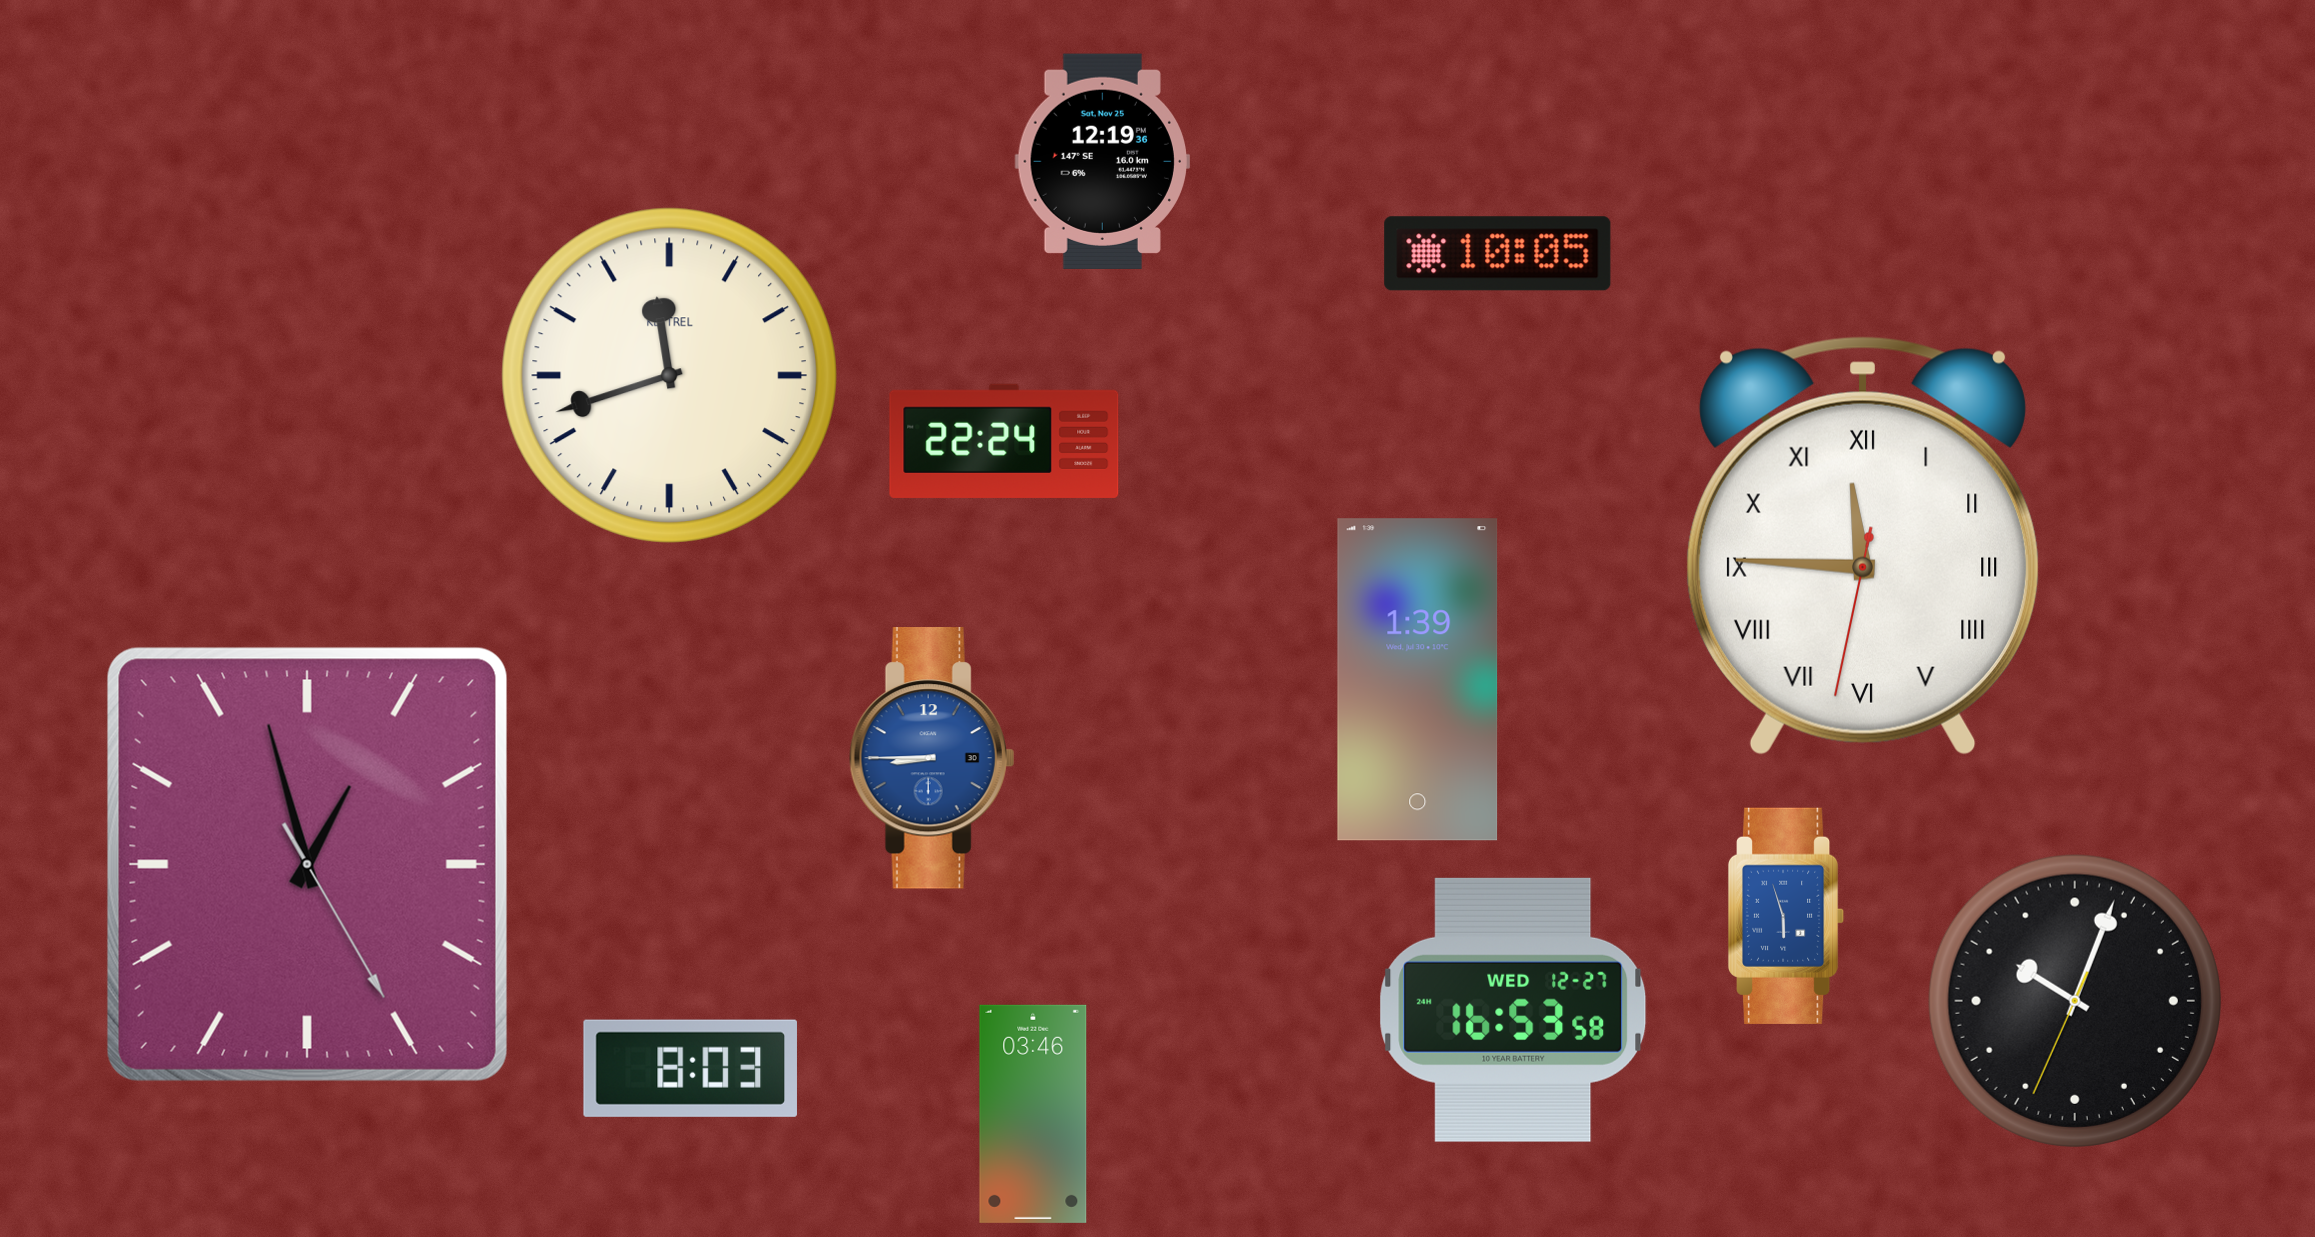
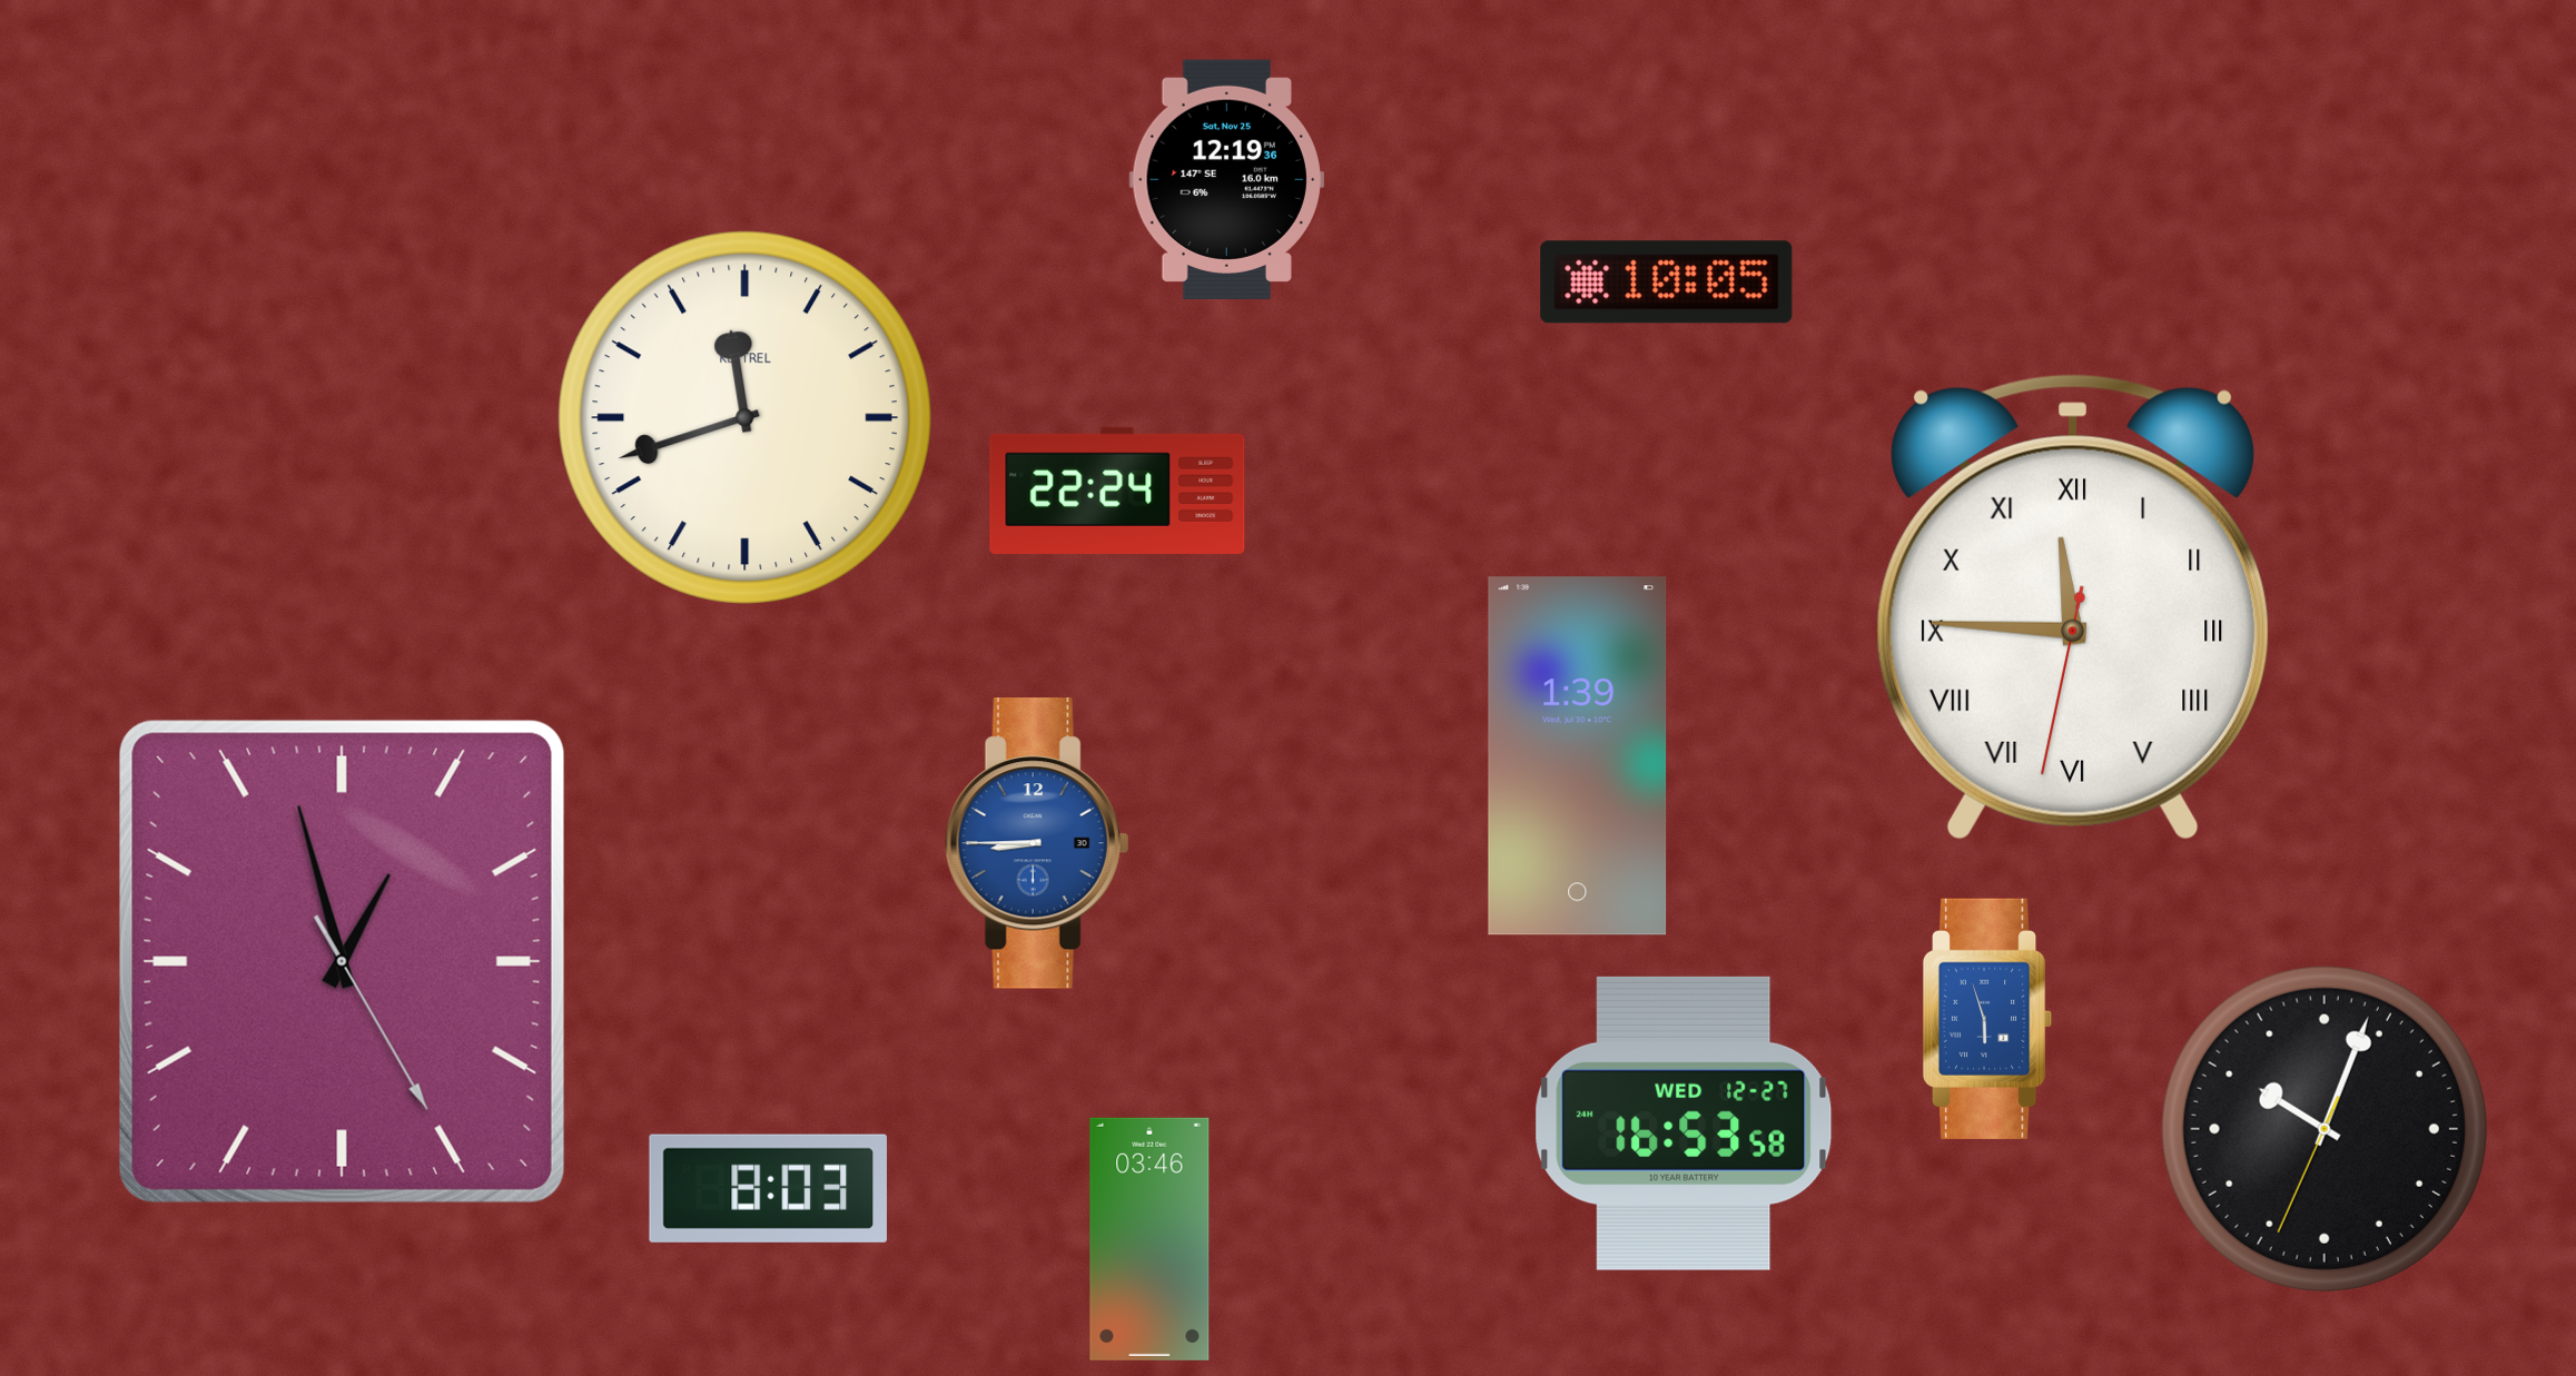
clock at (2075, 1001) position: (2075, 1001) -> (2325, 1129)
